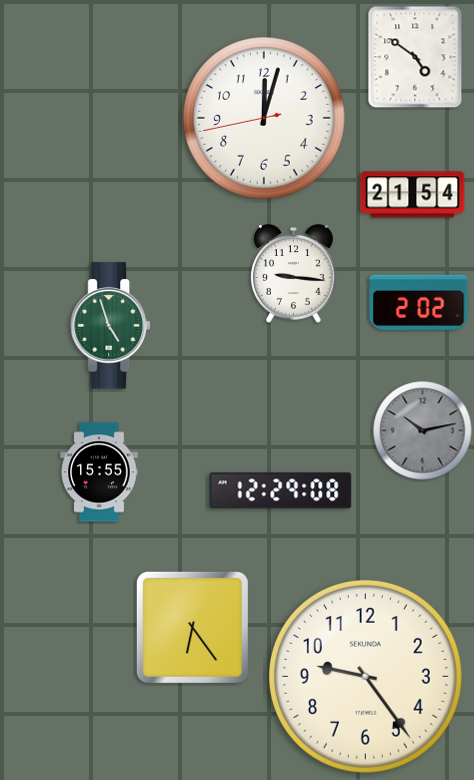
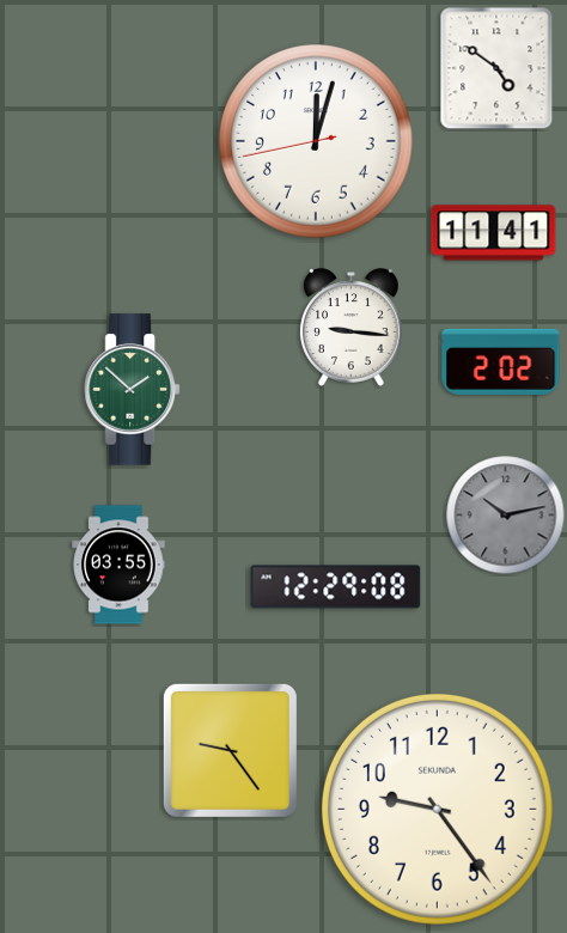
clock at (413, 195): 21:54 -> 11:41
clock at (110, 326): 4:57 -> 1:52
clock at (99, 472): 15:55 -> 03:55
clock at (192, 627): 6:24 -> 9:24
